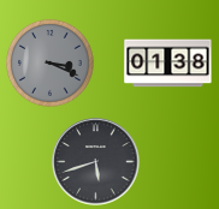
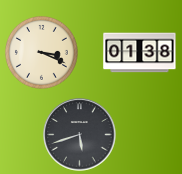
clock at (49, 62) dial: grey -> cream
